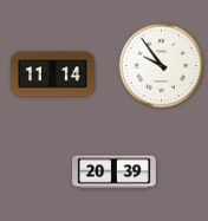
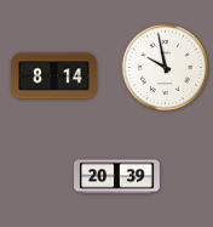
clock at (162, 66): 9:54 -> 9:58
clock at (53, 74): 11:14 -> 8:14
